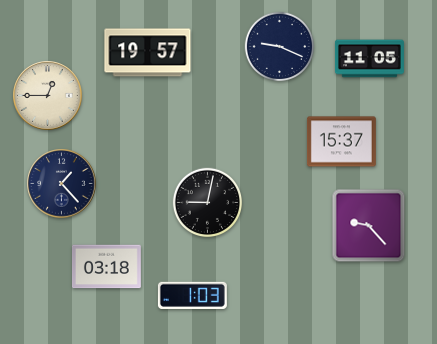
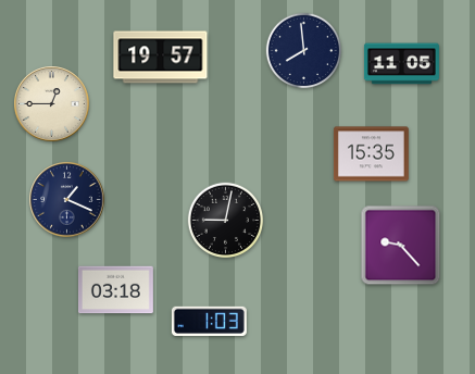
clock at (280, 47): 9:19 -> 7:59
clock at (341, 142): 15:37 -> 15:35
clock at (62, 184): 1:23 -> 1:19
